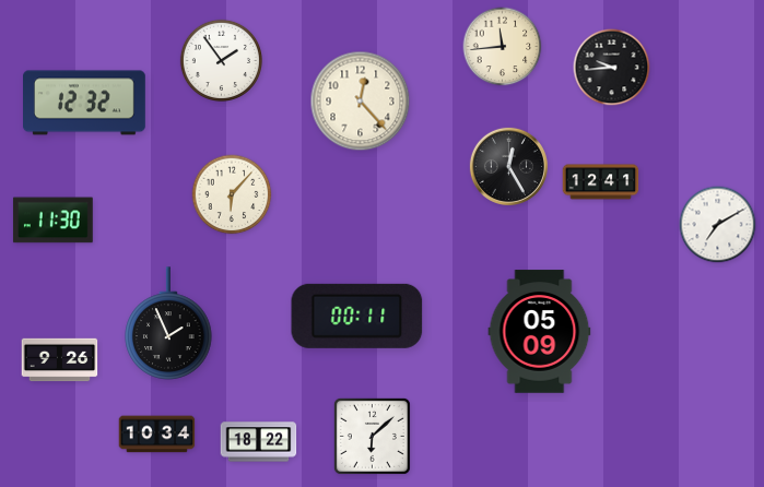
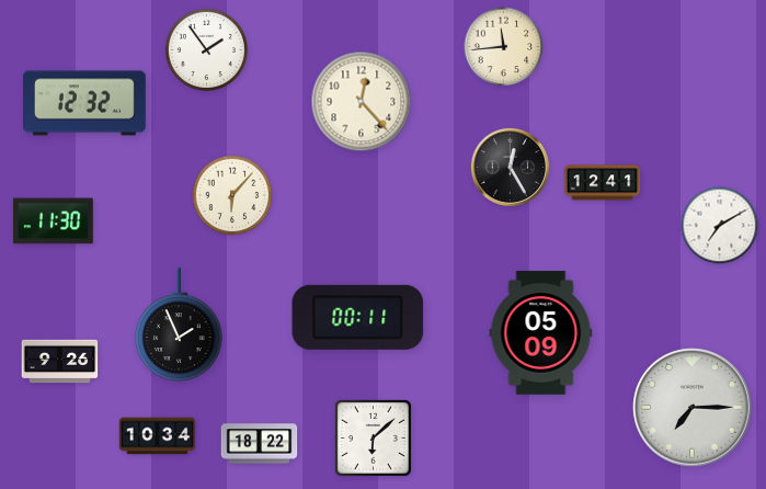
clock at (221, 60) position: (221, 60) -> (206, 49)
clock at (612, 68): 9:44 -> none
clock at (168, 323) position: (168, 323) -> (179, 325)
clock at (693, 408): none -> 7:15
